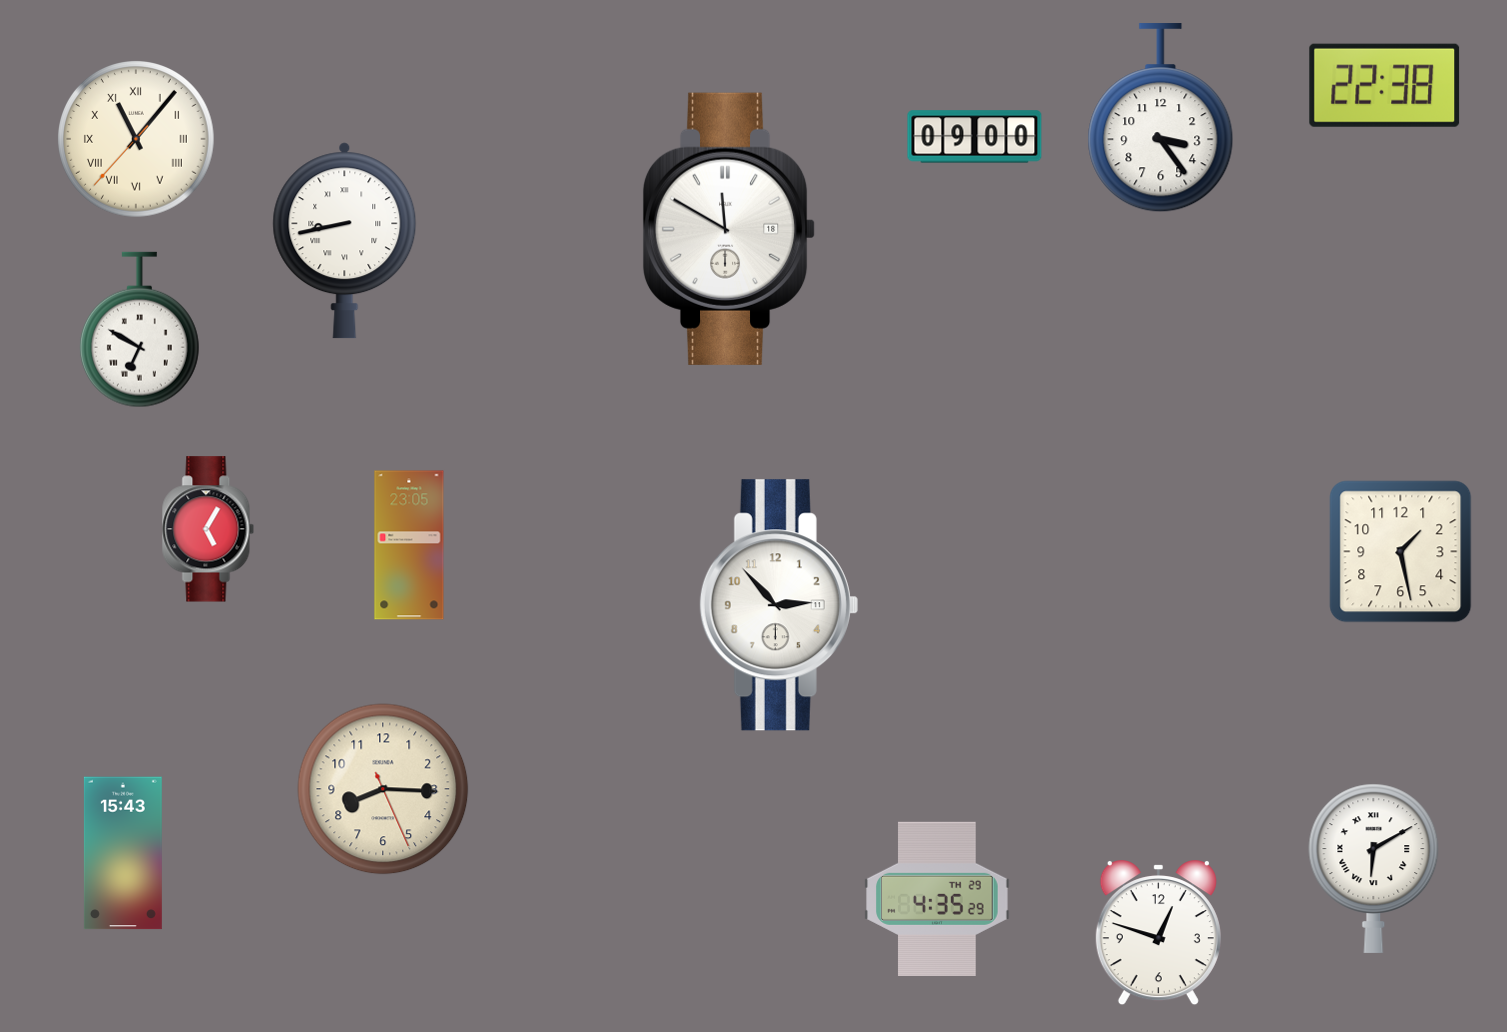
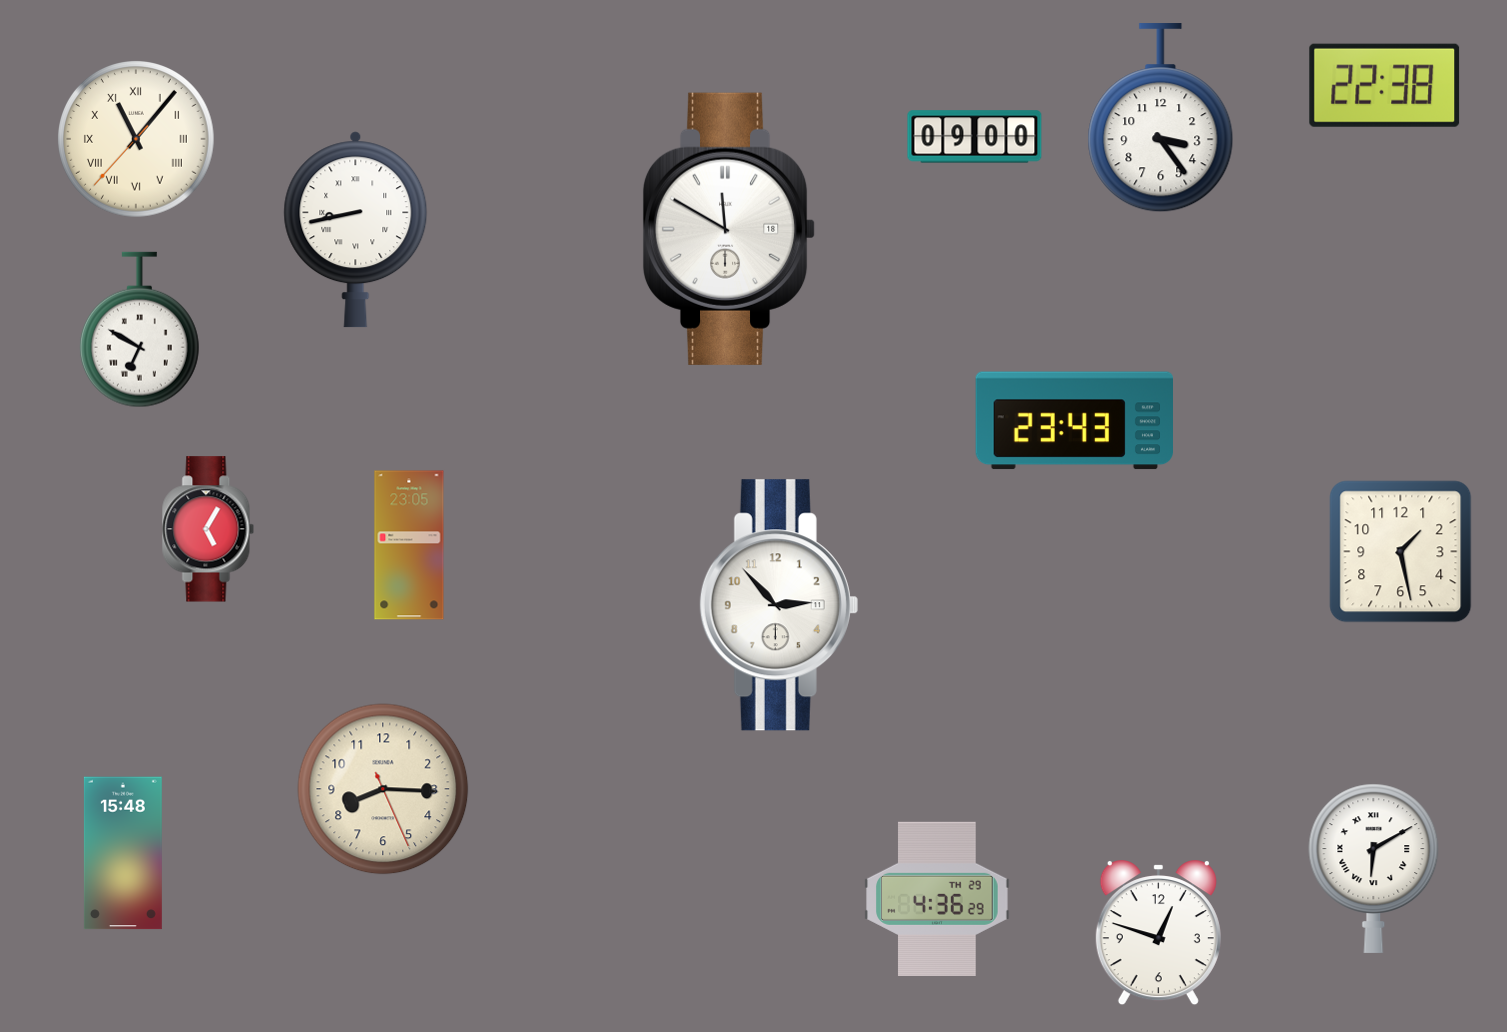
clock at (345, 241) position: (345, 241) -> (356, 230)
clock at (1074, 421): none -> 23:43
clock at (123, 853): 15:43 -> 15:48
clock at (937, 899): 4:35 -> 4:36
